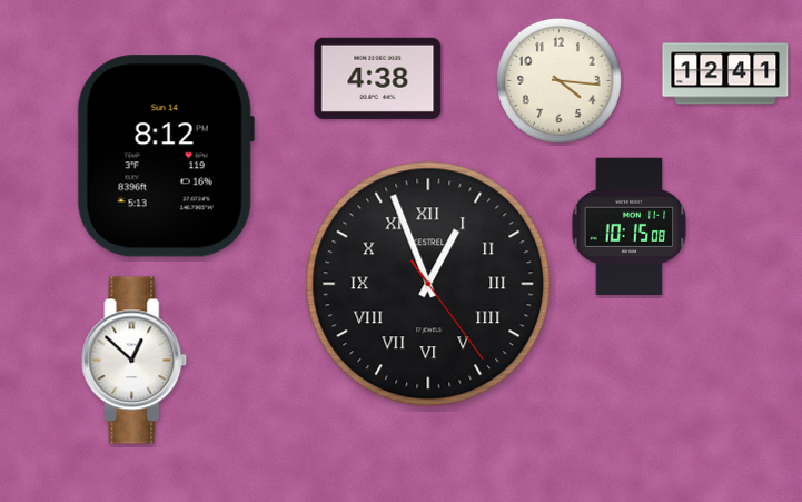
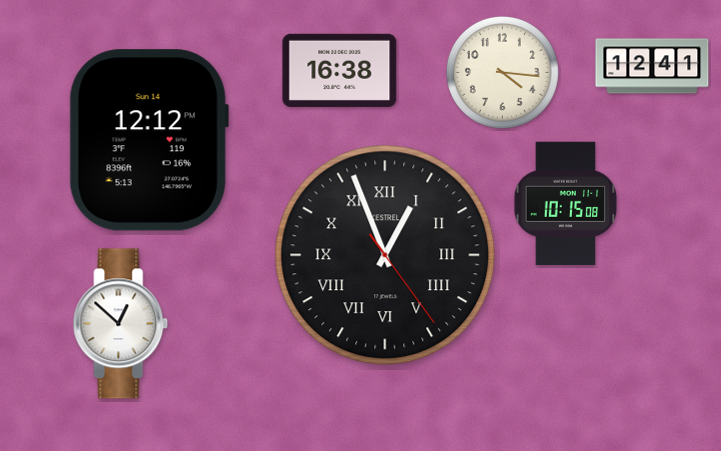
clock at (378, 78): 4:38 -> 16:38
clock at (166, 156): 8:12 -> 12:12
